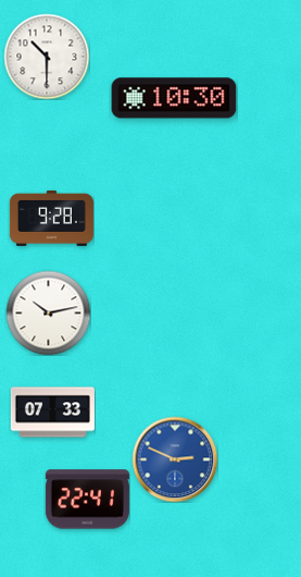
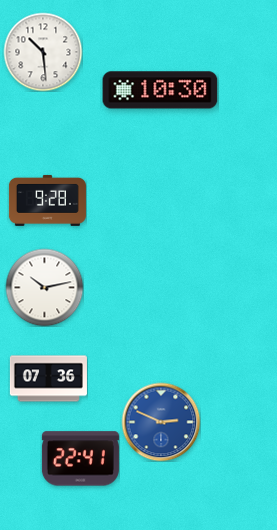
clock at (47, 57): 10:30 -> 10:29
clock at (52, 413): 07:33 -> 07:36
